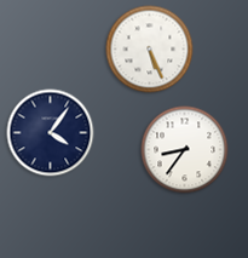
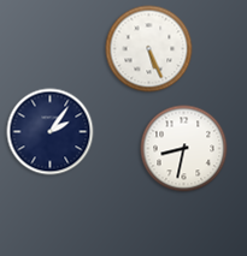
clock at (51, 133): 4:06 -> 2:06
clock at (185, 150): 8:36 -> 8:32
